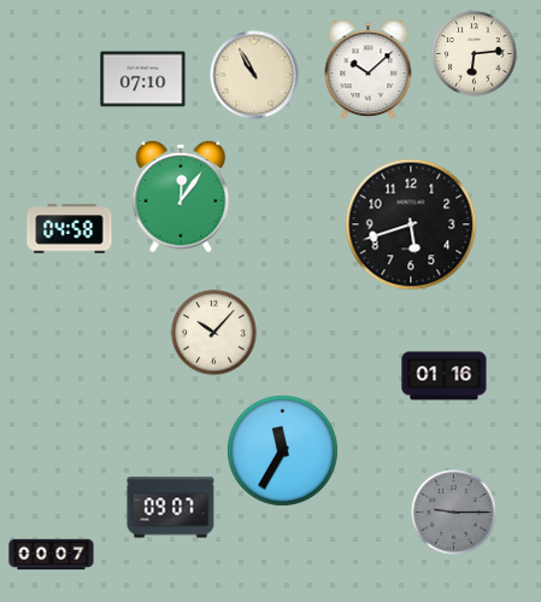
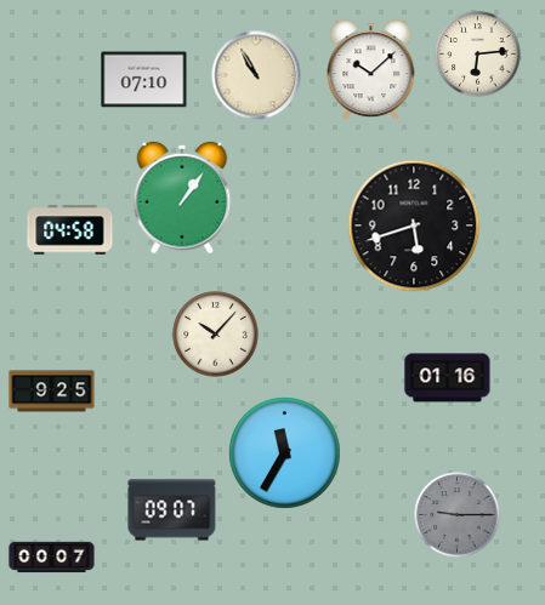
clock at (181, 197): 12:06 -> 1:06
clock at (52, 392): none -> 9:25
